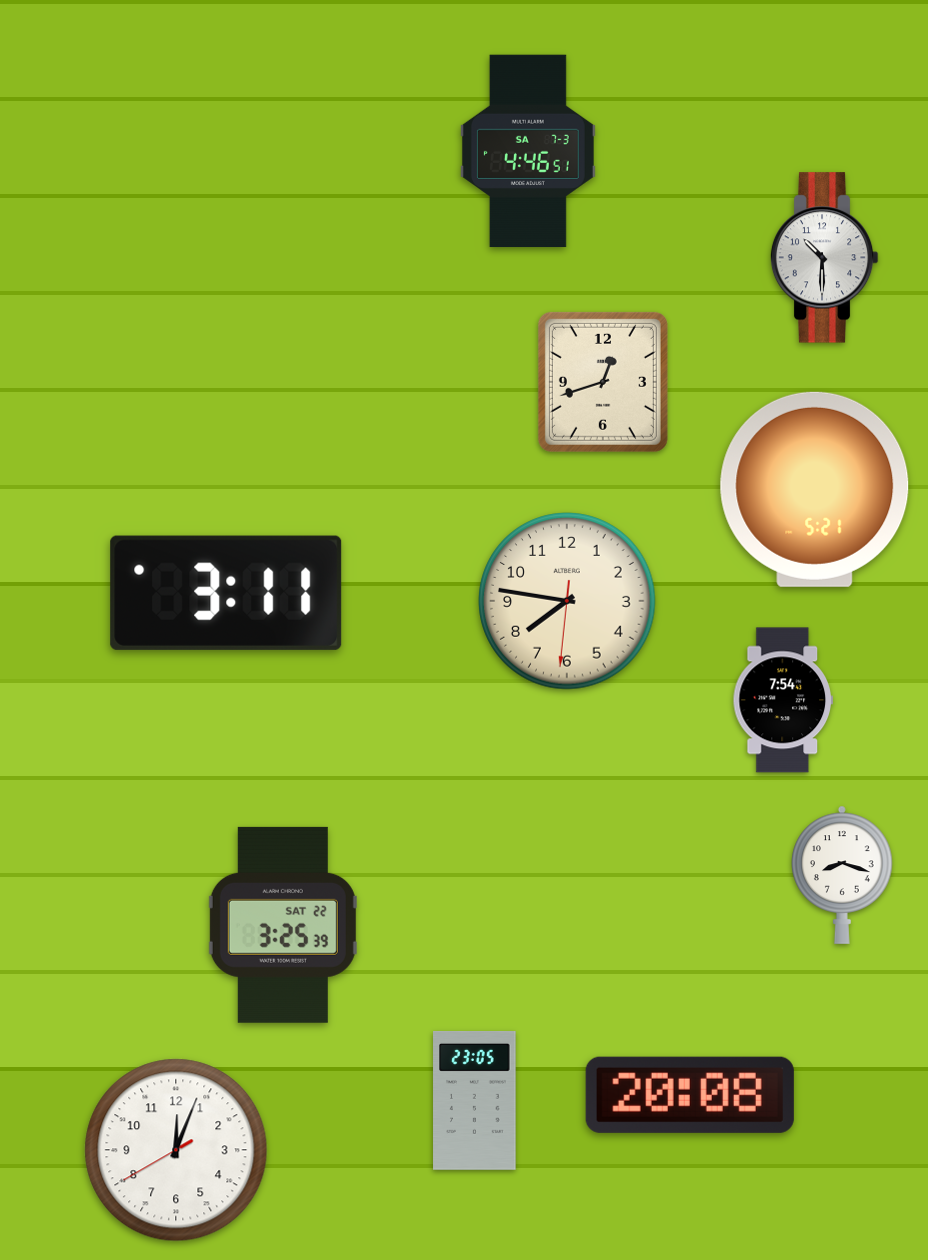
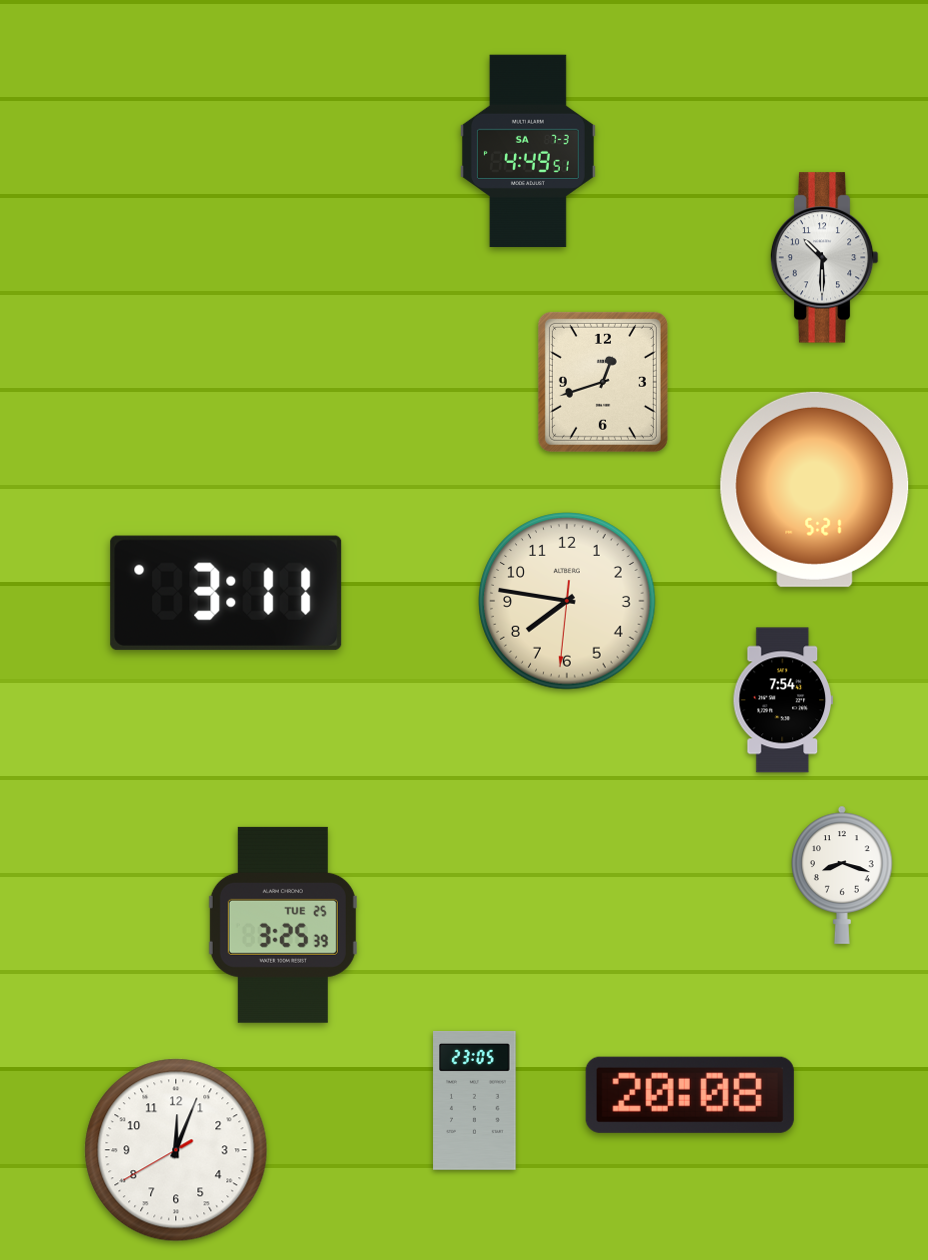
clock at (528, 151): 4:46 -> 4:49
clock at (283, 925) date: SAT 22 -> TUE 25
